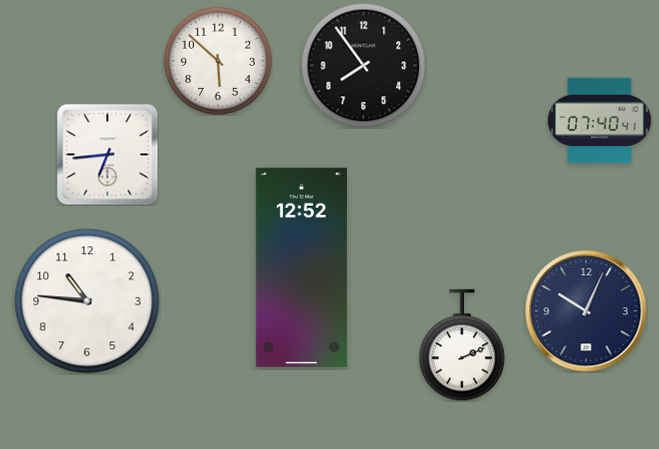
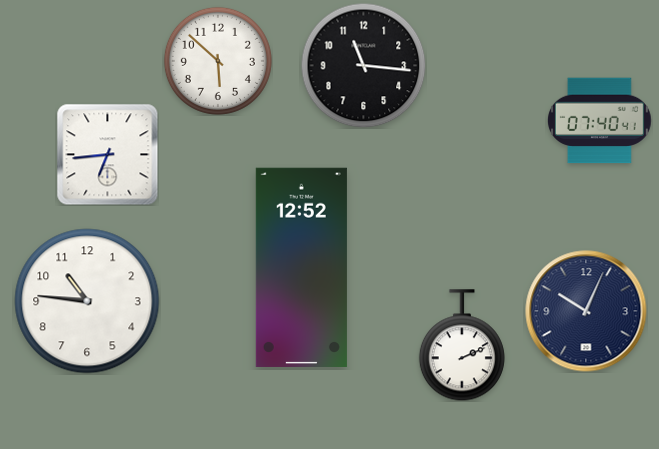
clock at (363, 65): 7:54 -> 11:16
